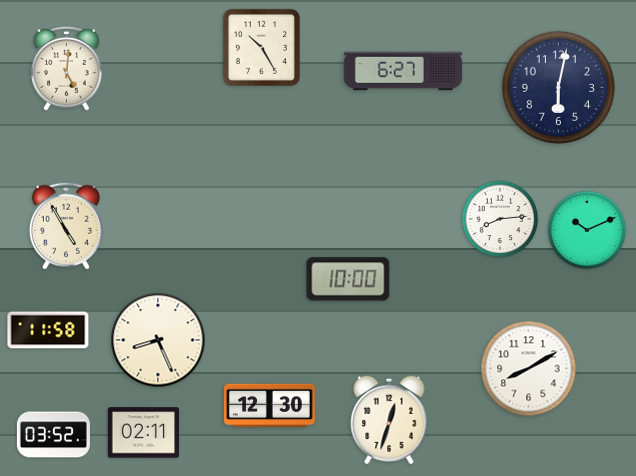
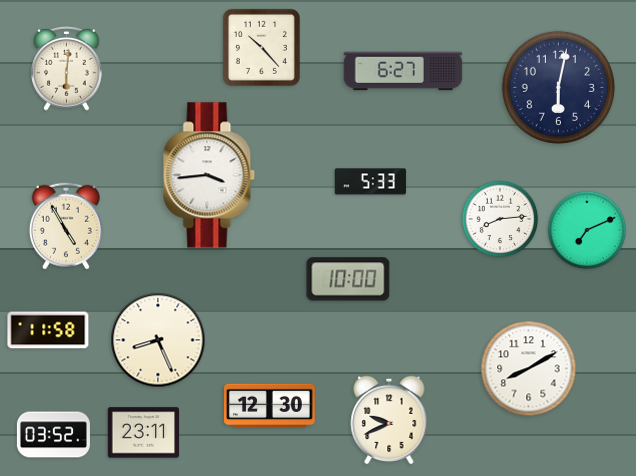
clock at (261, 47): 10:25 -> 10:23
clock at (67, 68): 5:01 -> 6:01
clock at (209, 175): none -> 3:44
clock at (371, 182): none -> 5:33
clock at (587, 230): 10:11 -> 7:11
clock at (389, 420): 12:33 -> 9:41
clock at (144, 433): 02:11 -> 23:11
